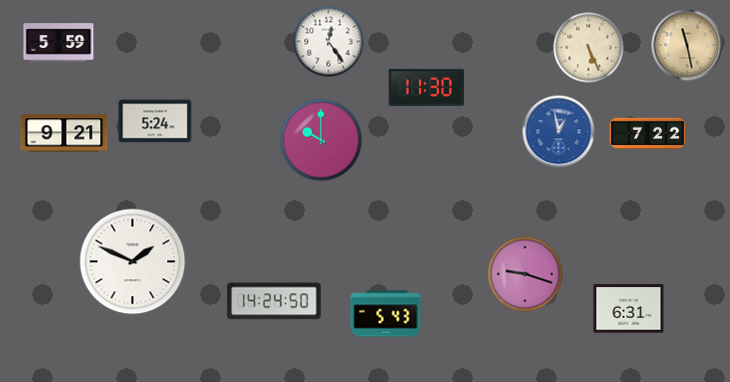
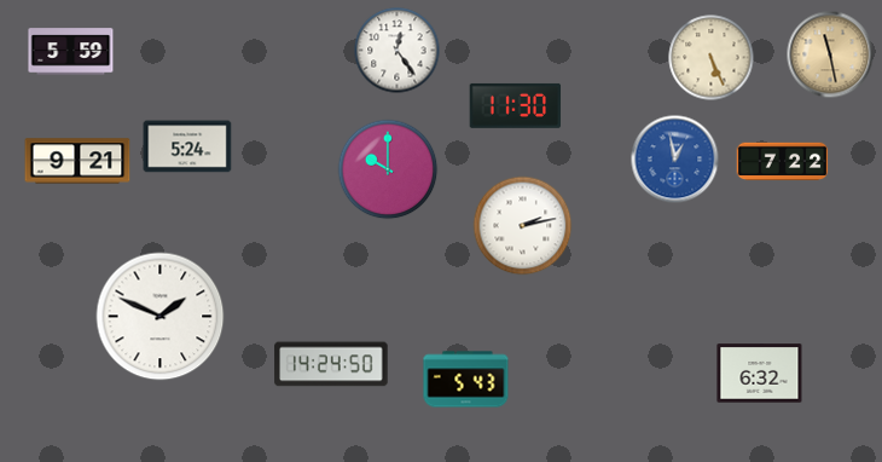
clock at (523, 226): none -> 2:13
clock at (525, 274): 9:18 -> none
clock at (629, 309): 6:31 -> 6:32
